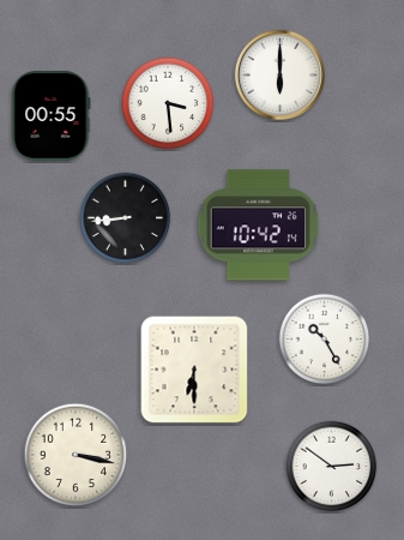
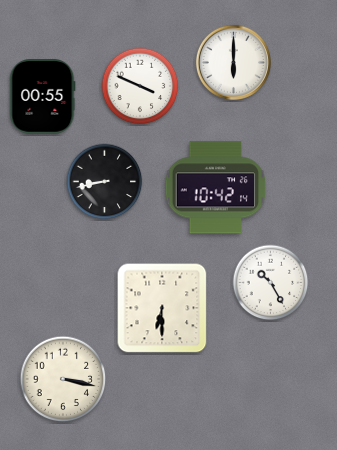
clock at (168, 103): 3:29 -> 3:49
clock at (126, 218): 8:44 -> 8:43
clock at (332, 467): 2:51 -> none
